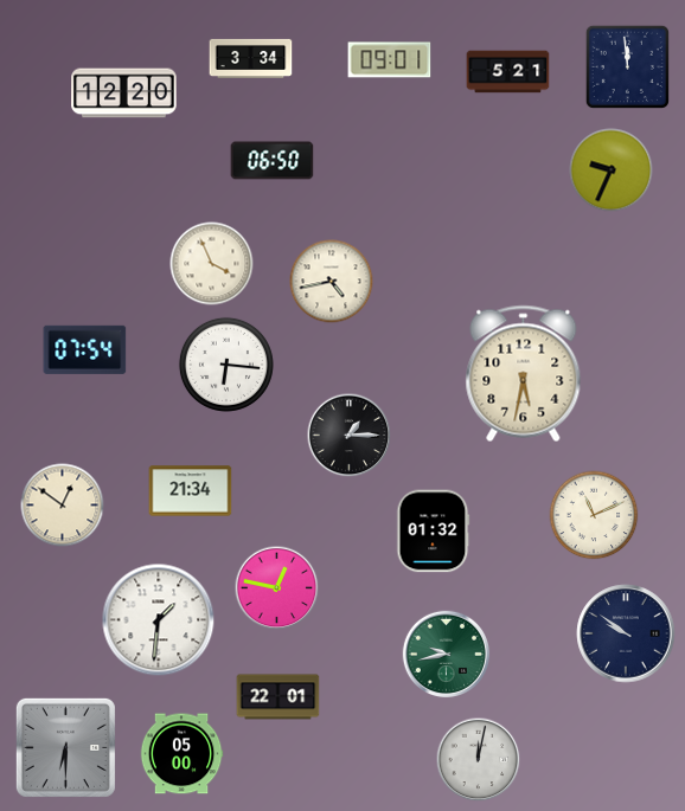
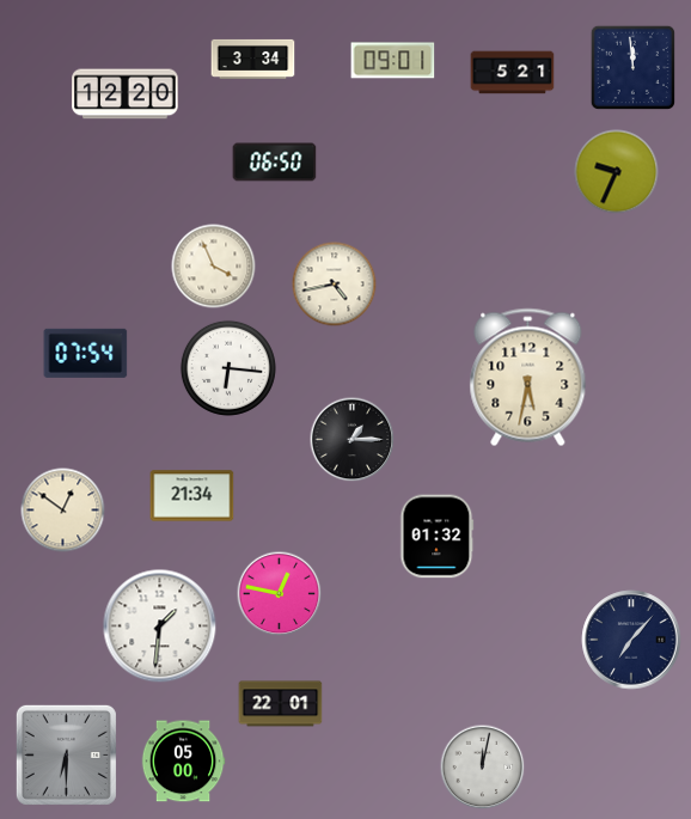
clock at (594, 515): 11:11 -> none
clock at (626, 633): 9:51 -> 7:07
clock at (447, 655): 9:43 -> none
